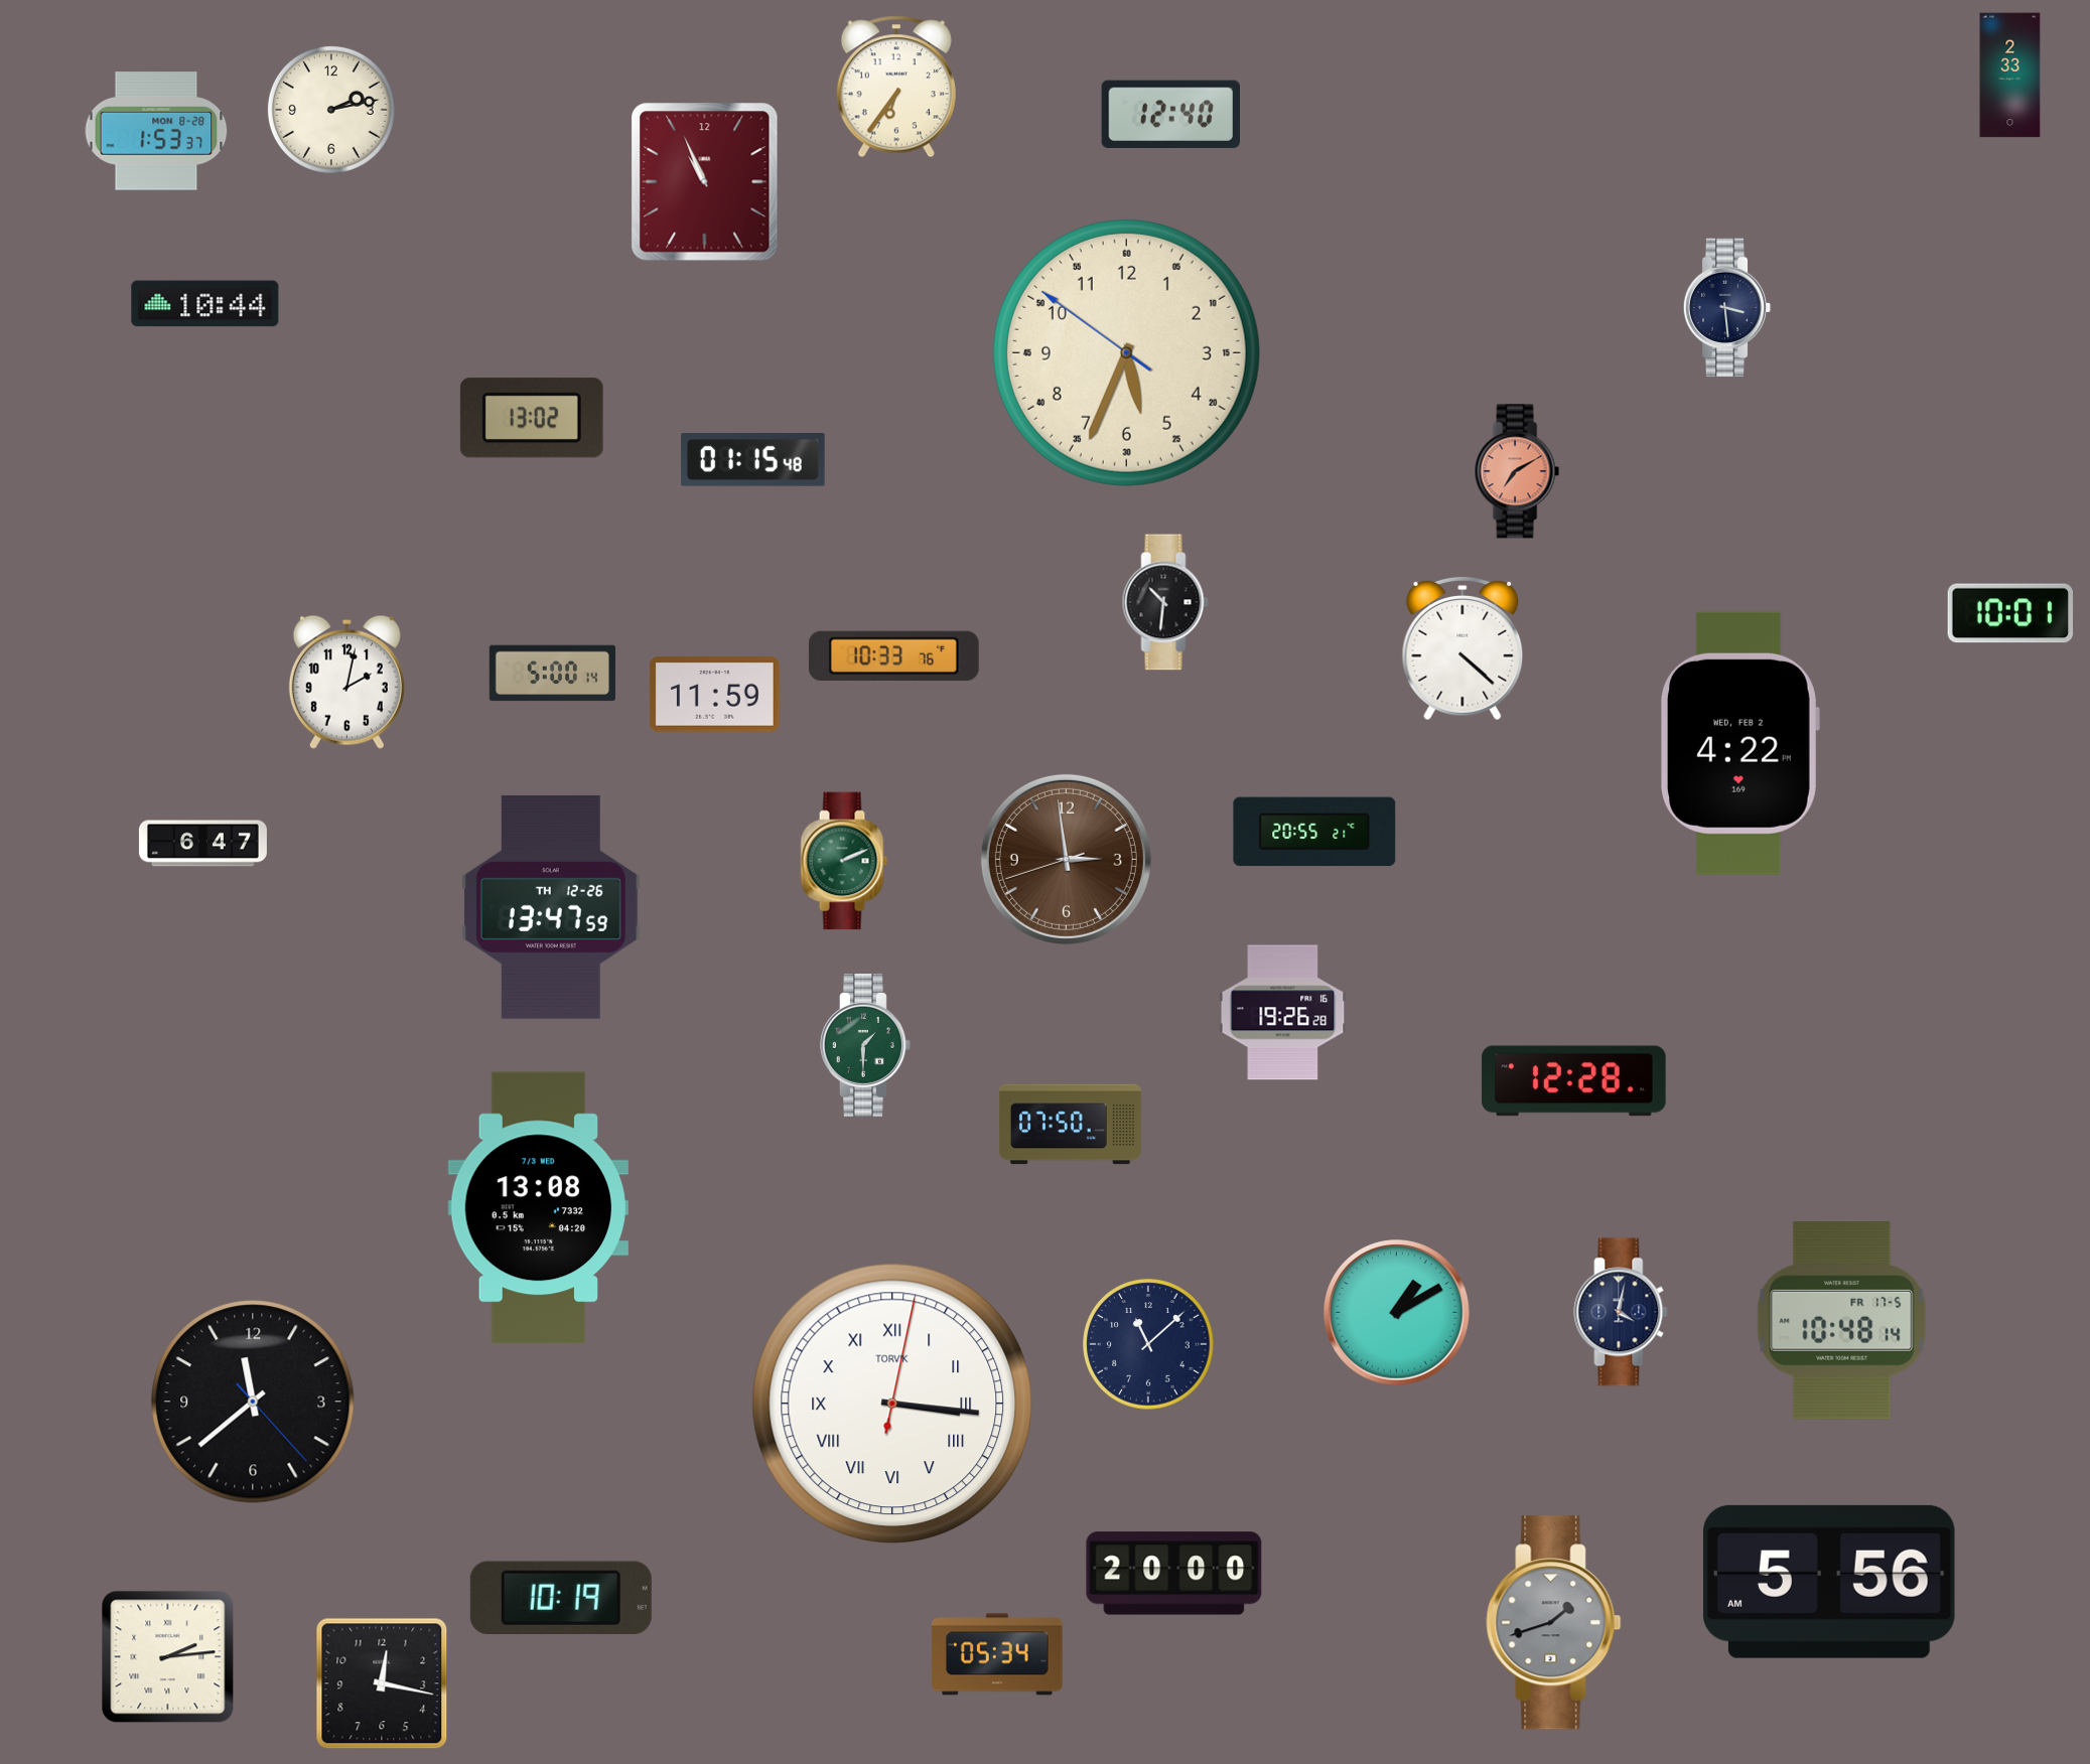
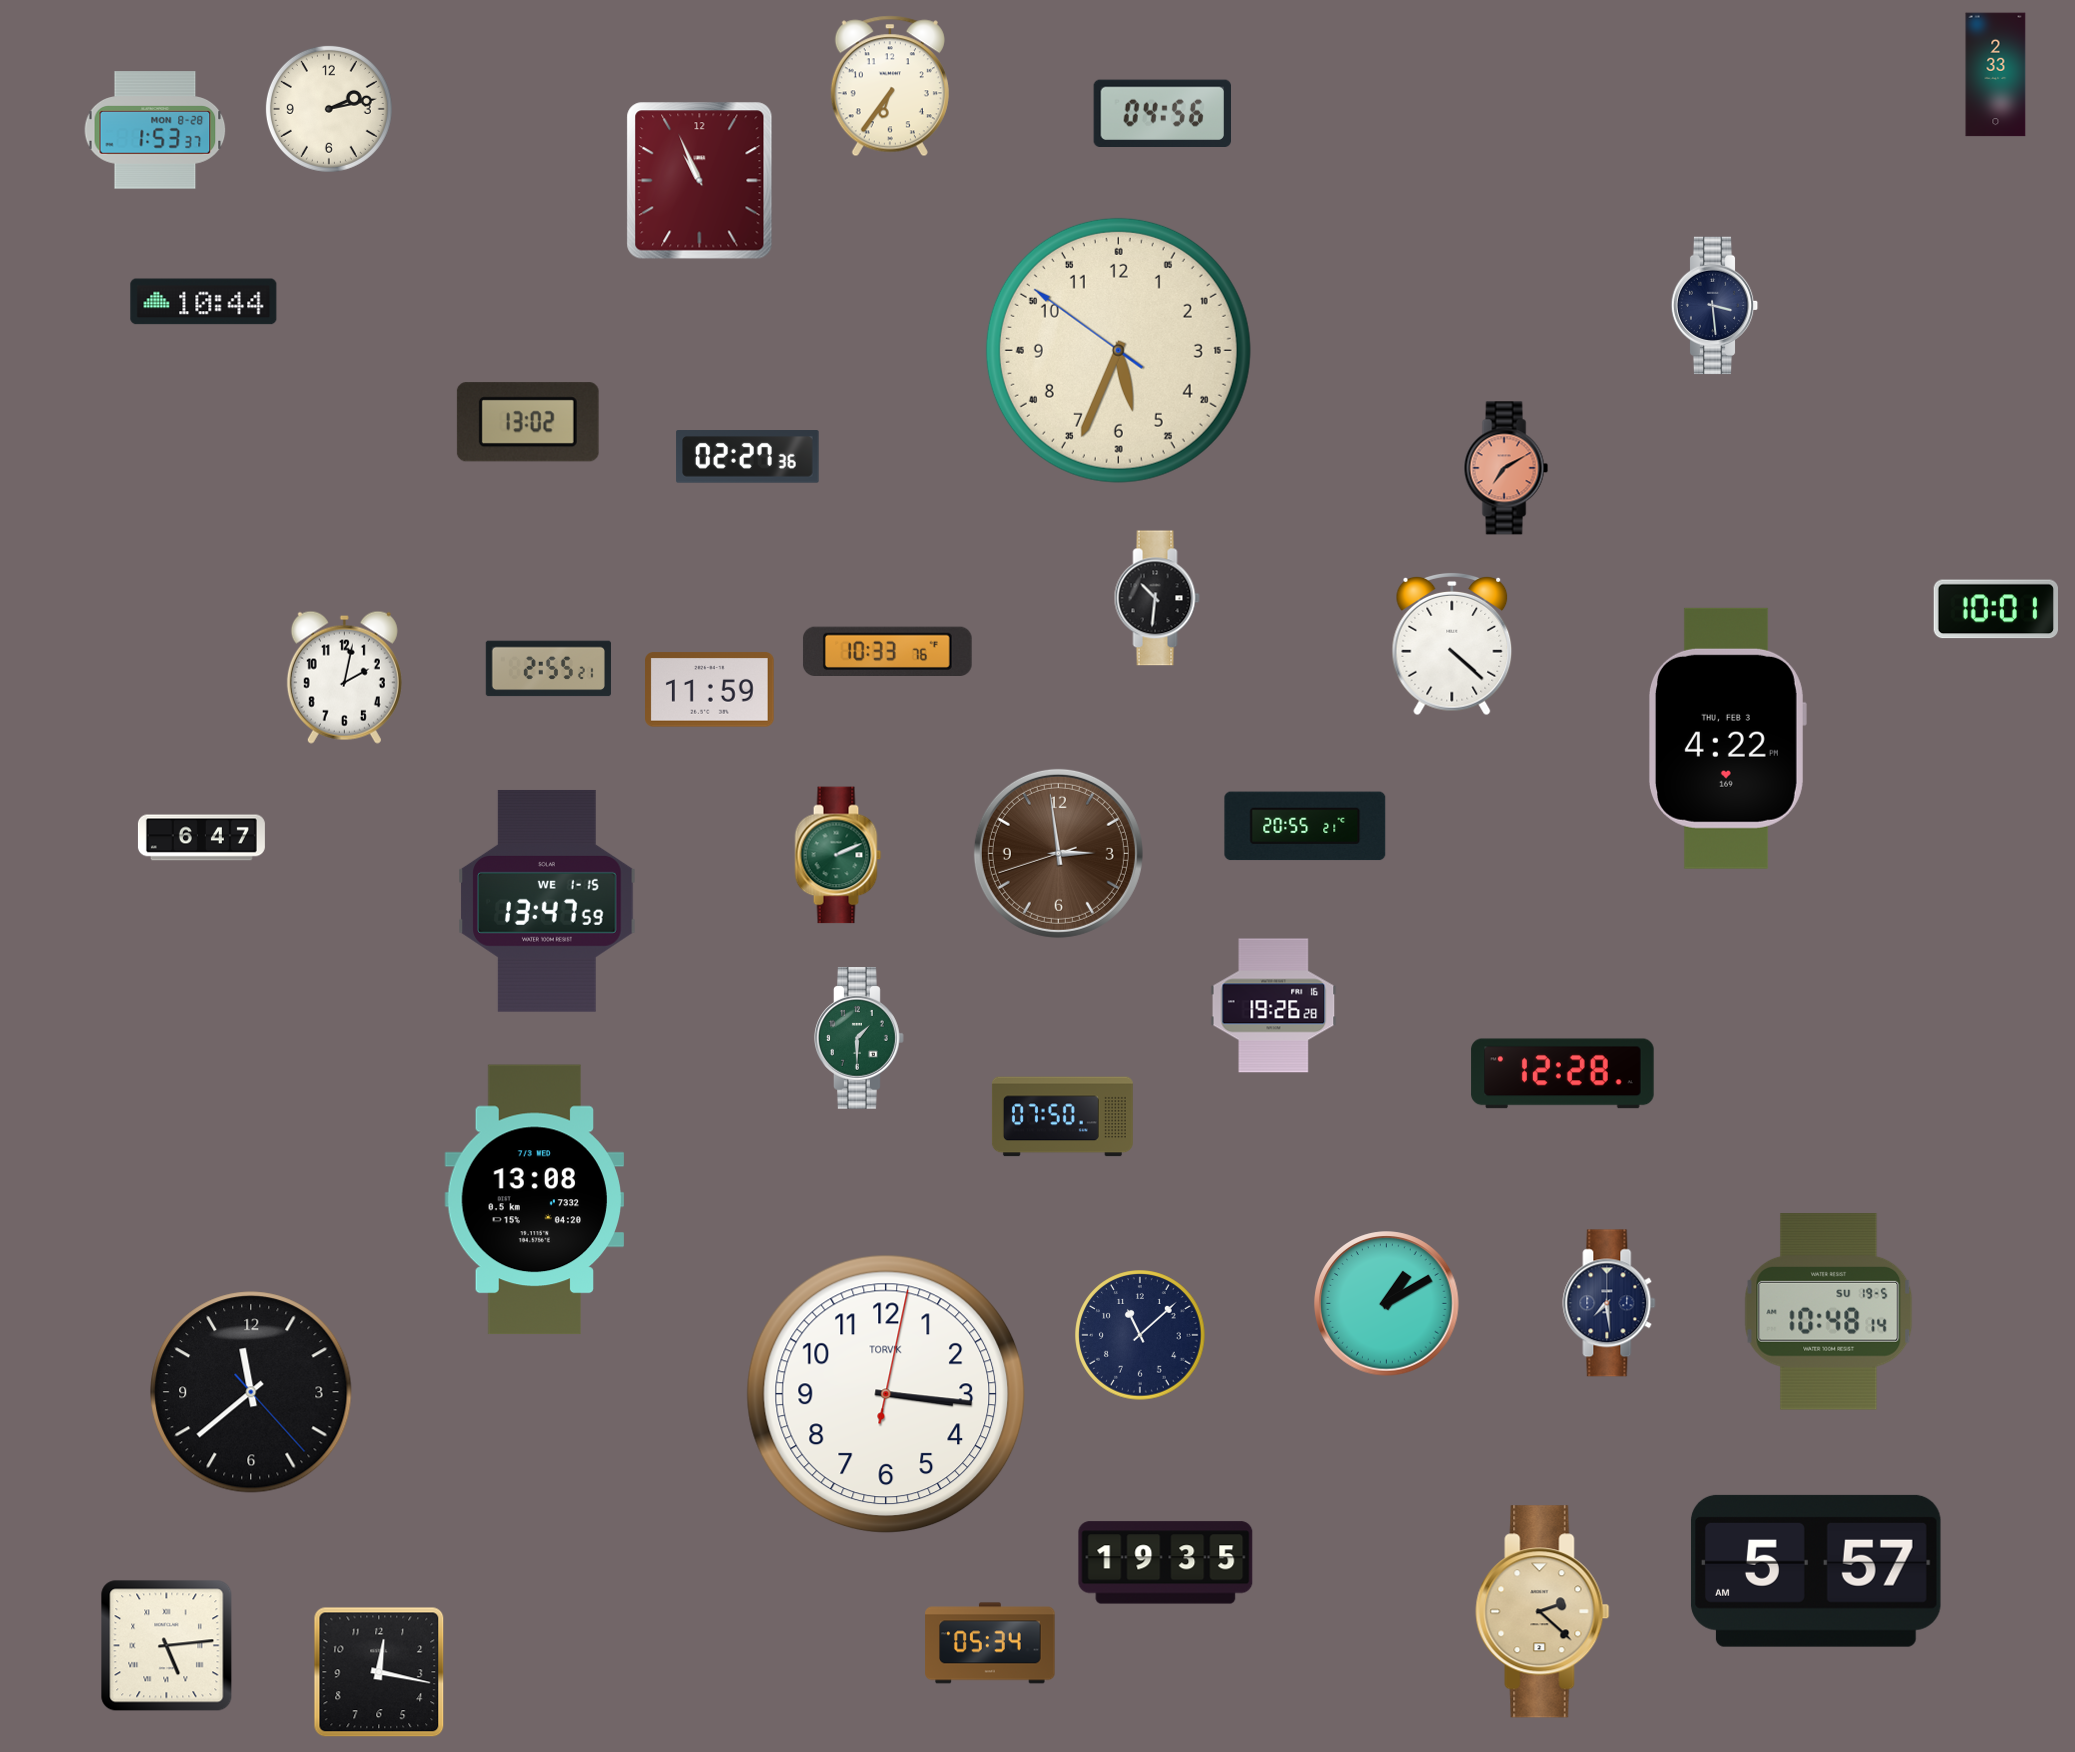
clock at (1170, 114): 12:40 -> 04:56
clock at (532, 418) position: (532, 418) -> (528, 422)
clock at (753, 460): 01:15 -> 02:27
clock at (552, 674): 5:00 -> 2:55
clock at (1740, 743) date: WED, FEB 2 -> THU, FEB 3
clock at (551, 907) date: TH 12-26 -> WE 1-15
clock at (1621, 1312): 4:02 -> 7:29
clock at (1842, 1321) date: FR 17-5 -> SU 19-5
clock at (892, 1404) numerals: Roman -> Arabic
clock at (1174, 1574): 20:00 -> 19:35
clock at (1829, 1582): 5:56 -> 5:57
clock at (561, 1597): 10:19 -> none
clock at (1554, 1623): 1:42 -> 2:22
clock at (1554, 1623) dial: grey -> champagne
clock at (168, 1657): 2:14 -> 5:14
